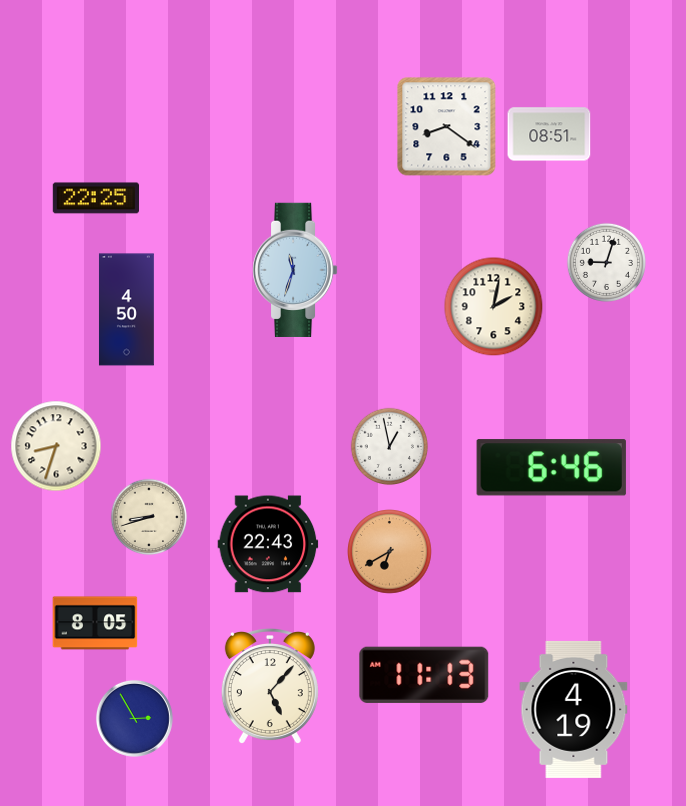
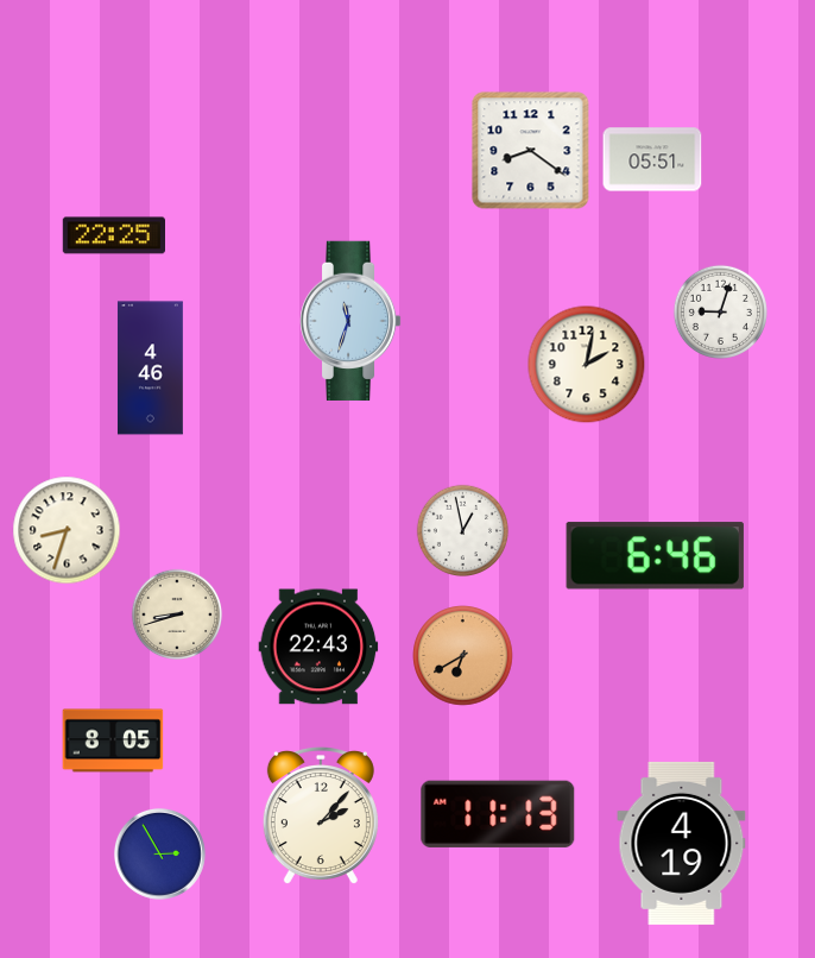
clock at (549, 134): 08:51 -> 05:51
clock at (126, 310): 4:50 -> 4:46
clock at (424, 675) position: (424, 675) -> (498, 814)
clock at (270, 687): 5:07 -> 2:07
